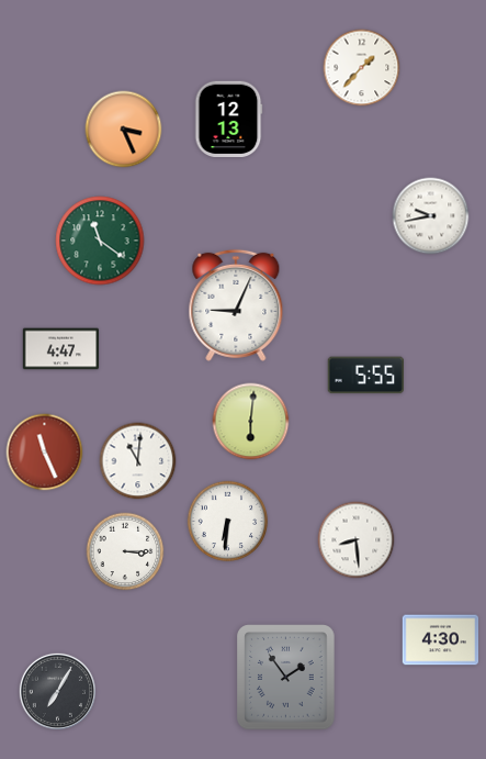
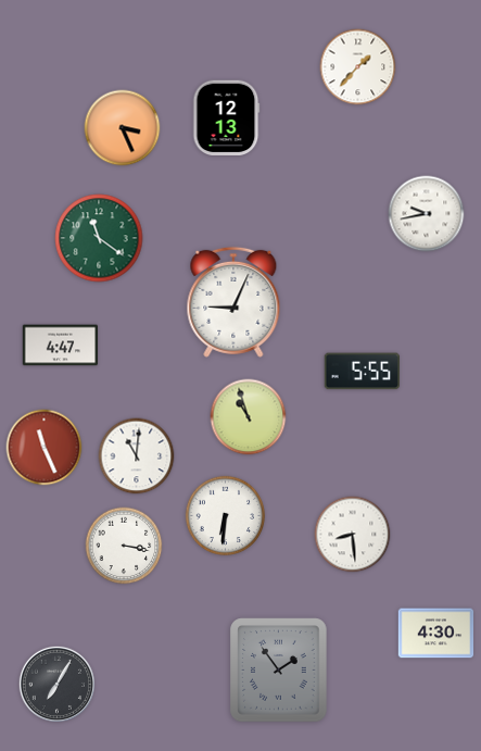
clock at (251, 422): 6:01 -> 10:57
clock at (125, 551): 3:15 -> 3:17
clock at (286, 678) position: (286, 678) -> (279, 671)
